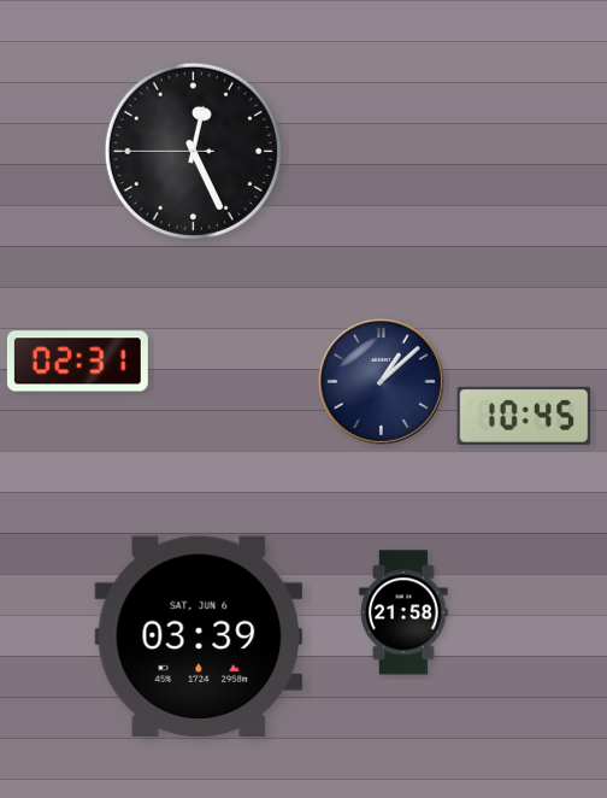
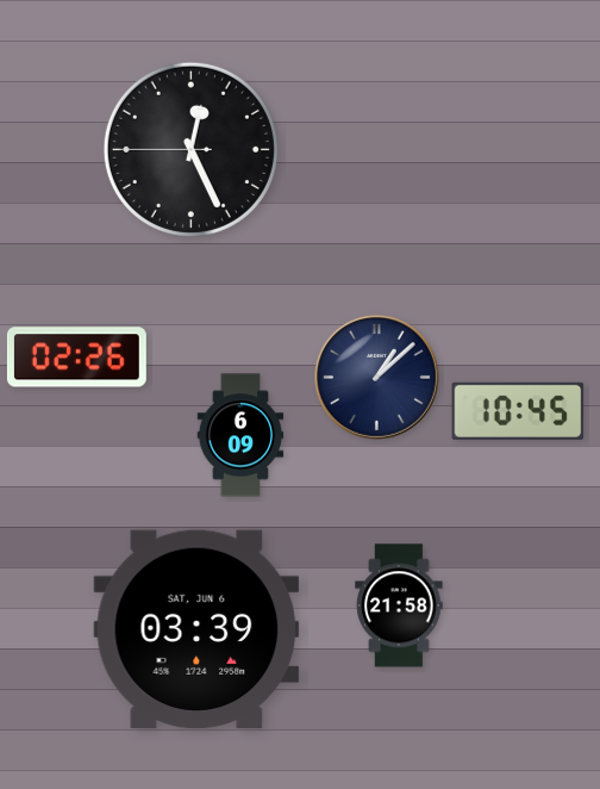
clock at (77, 362): 02:31 -> 02:26
clock at (240, 435): none -> 6:09
